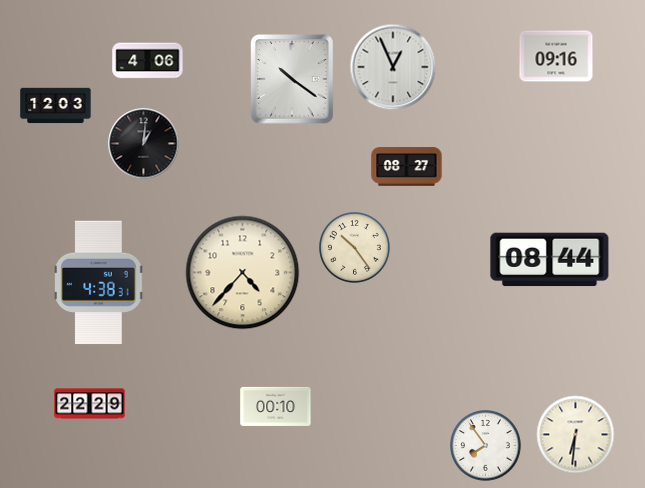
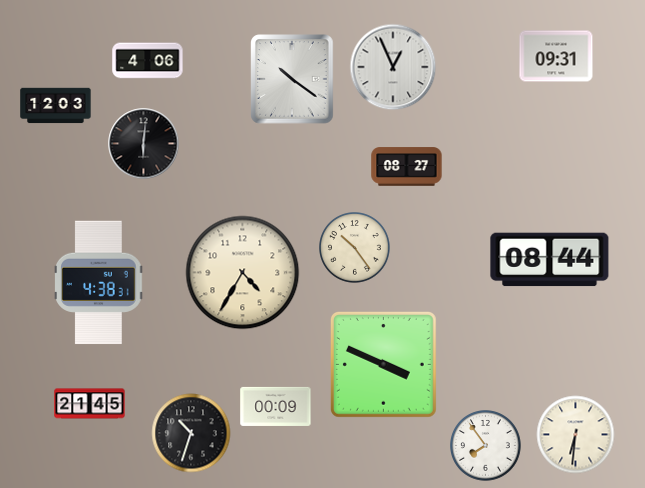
clock at (556, 56): 09:16 -> 09:31
clock at (144, 144): 1:01 -> 6:01
clock at (243, 273): 4:37 -> 4:35
clock at (383, 364): none -> 3:49
clock at (90, 404): 22:29 -> 21:45
clock at (276, 406): 00:10 -> 00:09
clock at (191, 433): none -> 10:33
